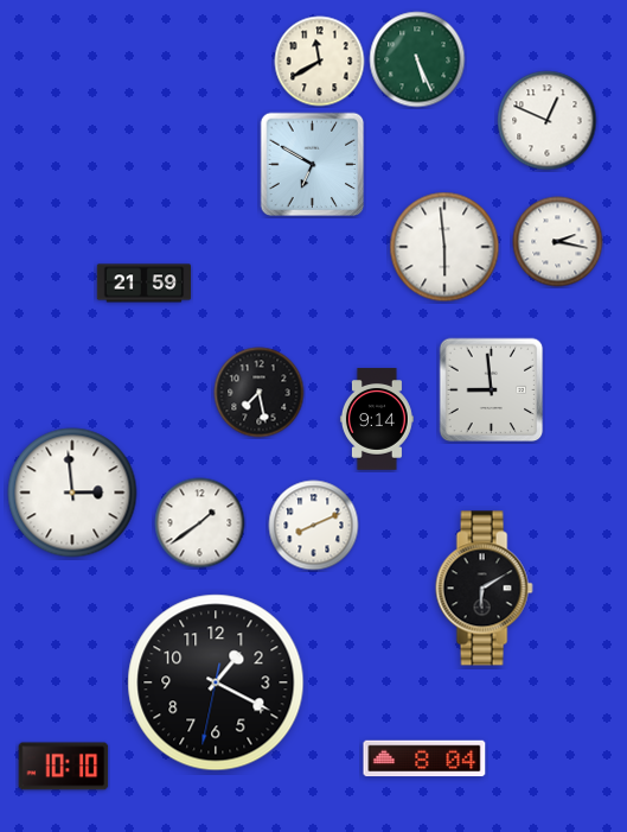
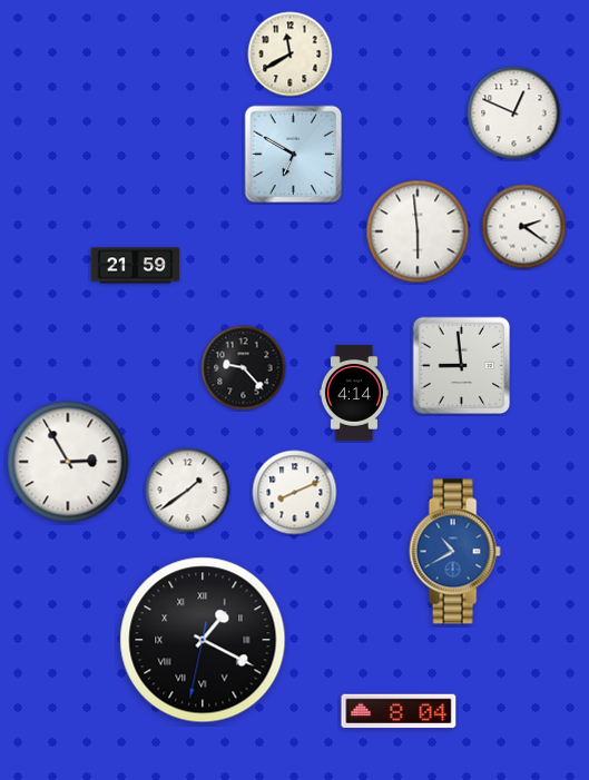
clock at (417, 59): 5:26 -> none
clock at (320, 62) position: (320, 62) -> (291, 55)
clock at (558, 242): 2:17 -> 2:21
clock at (260, 393): 7:28 -> 9:23
clock at (377, 419): 9:14 -> 4:14
clock at (72, 493): 2:59 -> 2:55
clock at (484, 589): 6:10 -> 10:40
clock at (484, 589) dial: black -> blue
clock at (216, 682) numerals: Arabic -> Roman
clock at (64, 767): 10:10 -> none
